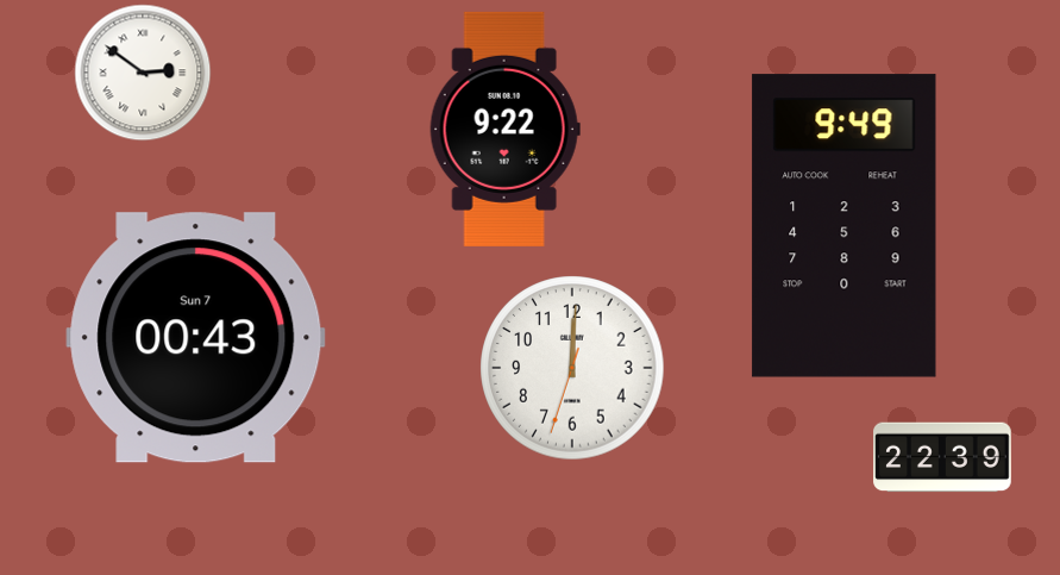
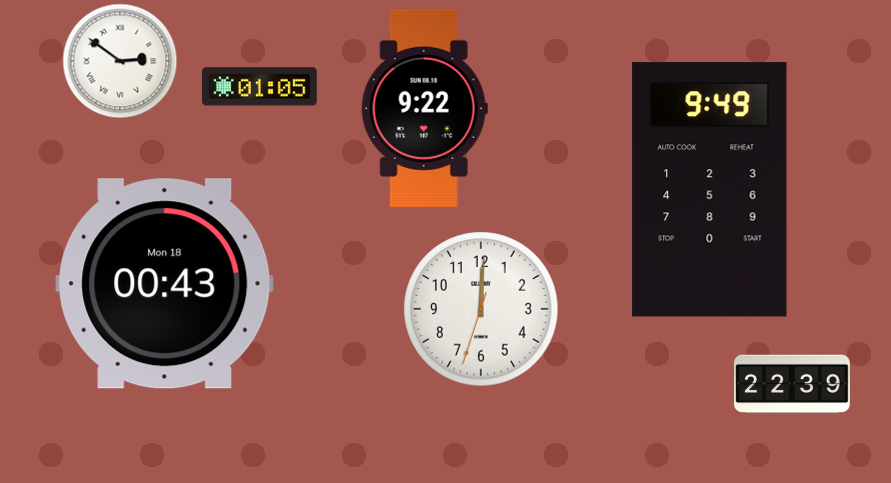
clock at (260, 87): none -> 01:05
clock at (196, 338) date: Sun 7 -> Mon 18
